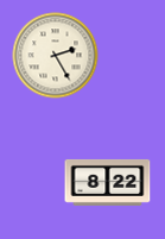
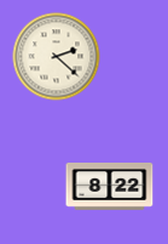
clock at (56, 56): 2:25 -> 2:22
